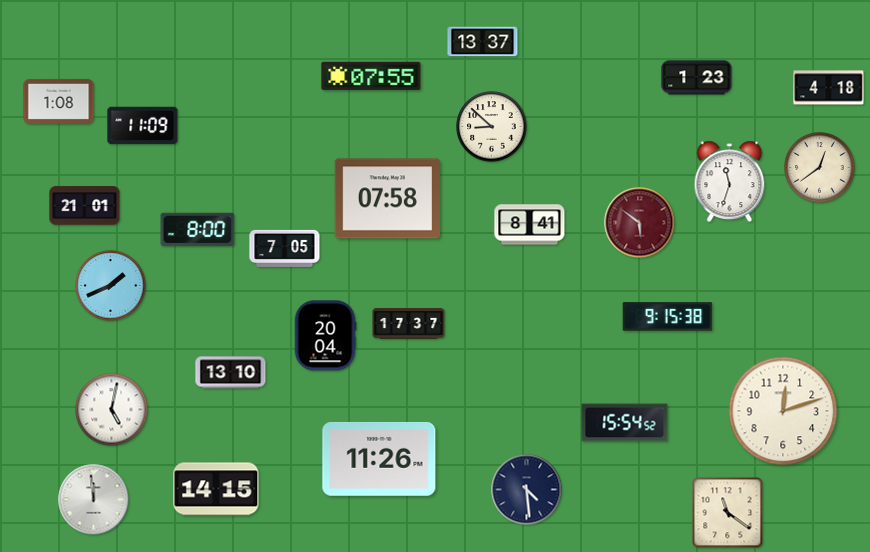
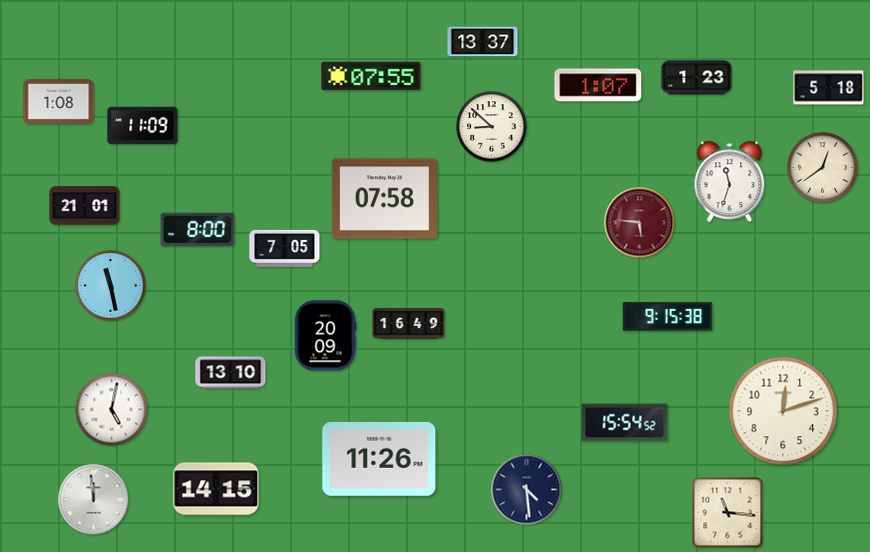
clock at (598, 85): none -> 1:07
clock at (829, 88): 4:18 -> 5:18
clock at (820, 168) position: (820, 168) -> (823, 168)
clock at (387, 199) position: (387, 199) -> (384, 199)
clock at (640, 223): 5:51 -> 5:46
clock at (530, 225): 8:41 -> none
clock at (111, 286): 1:41 -> 11:28
clock at (409, 324): 17:37 -> 16:49
clock at (325, 336): 20:04 -> 20:09
clock at (728, 513): 11:21 -> 11:16
